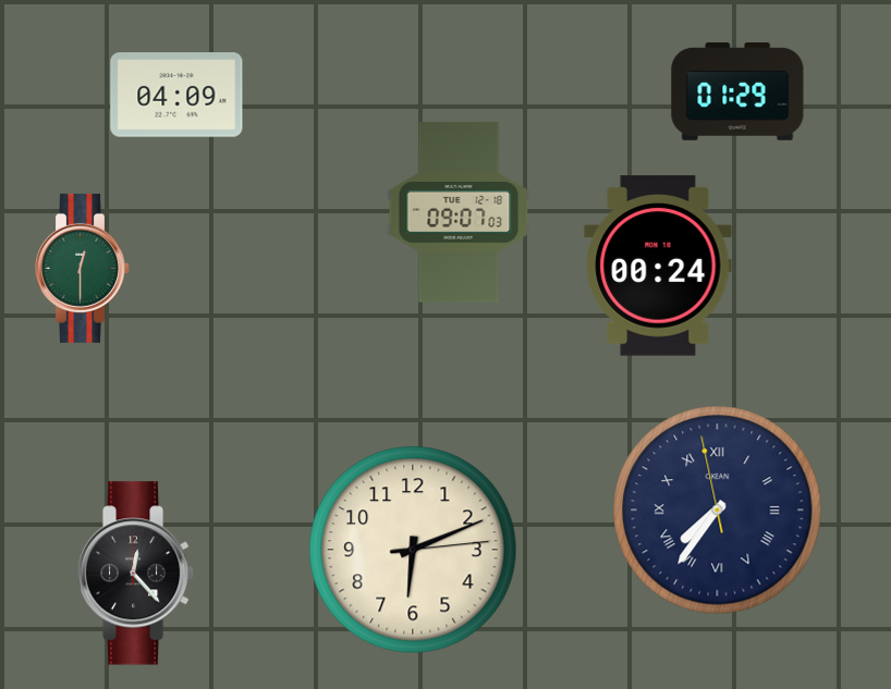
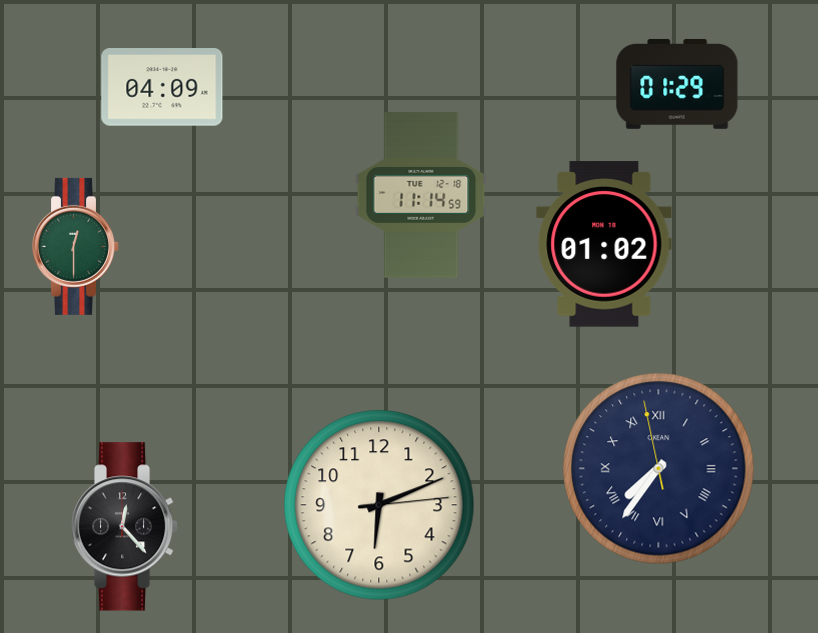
clock at (459, 212): 09:07 -> 11:14
clock at (658, 266): 00:24 -> 01:02
